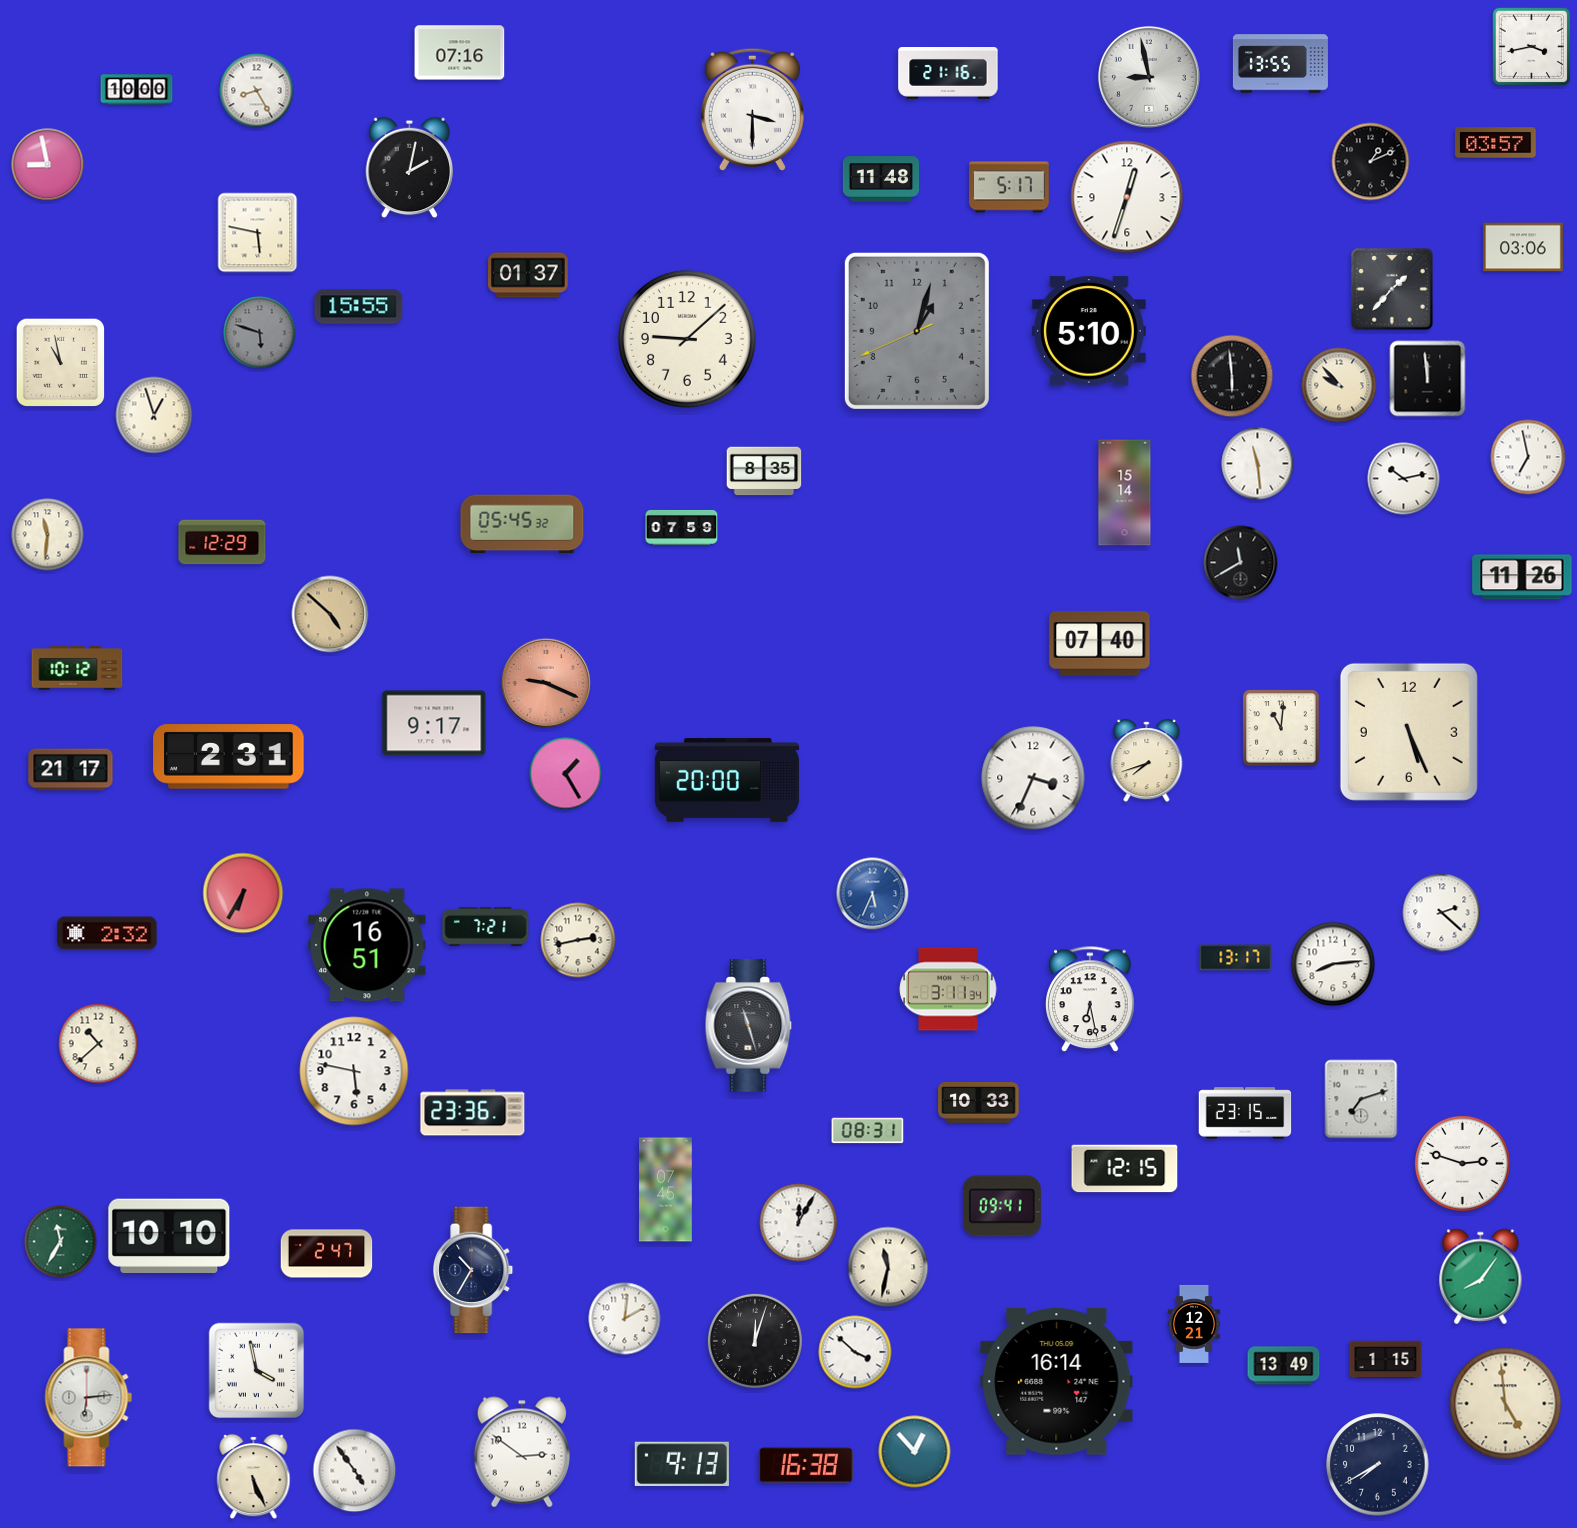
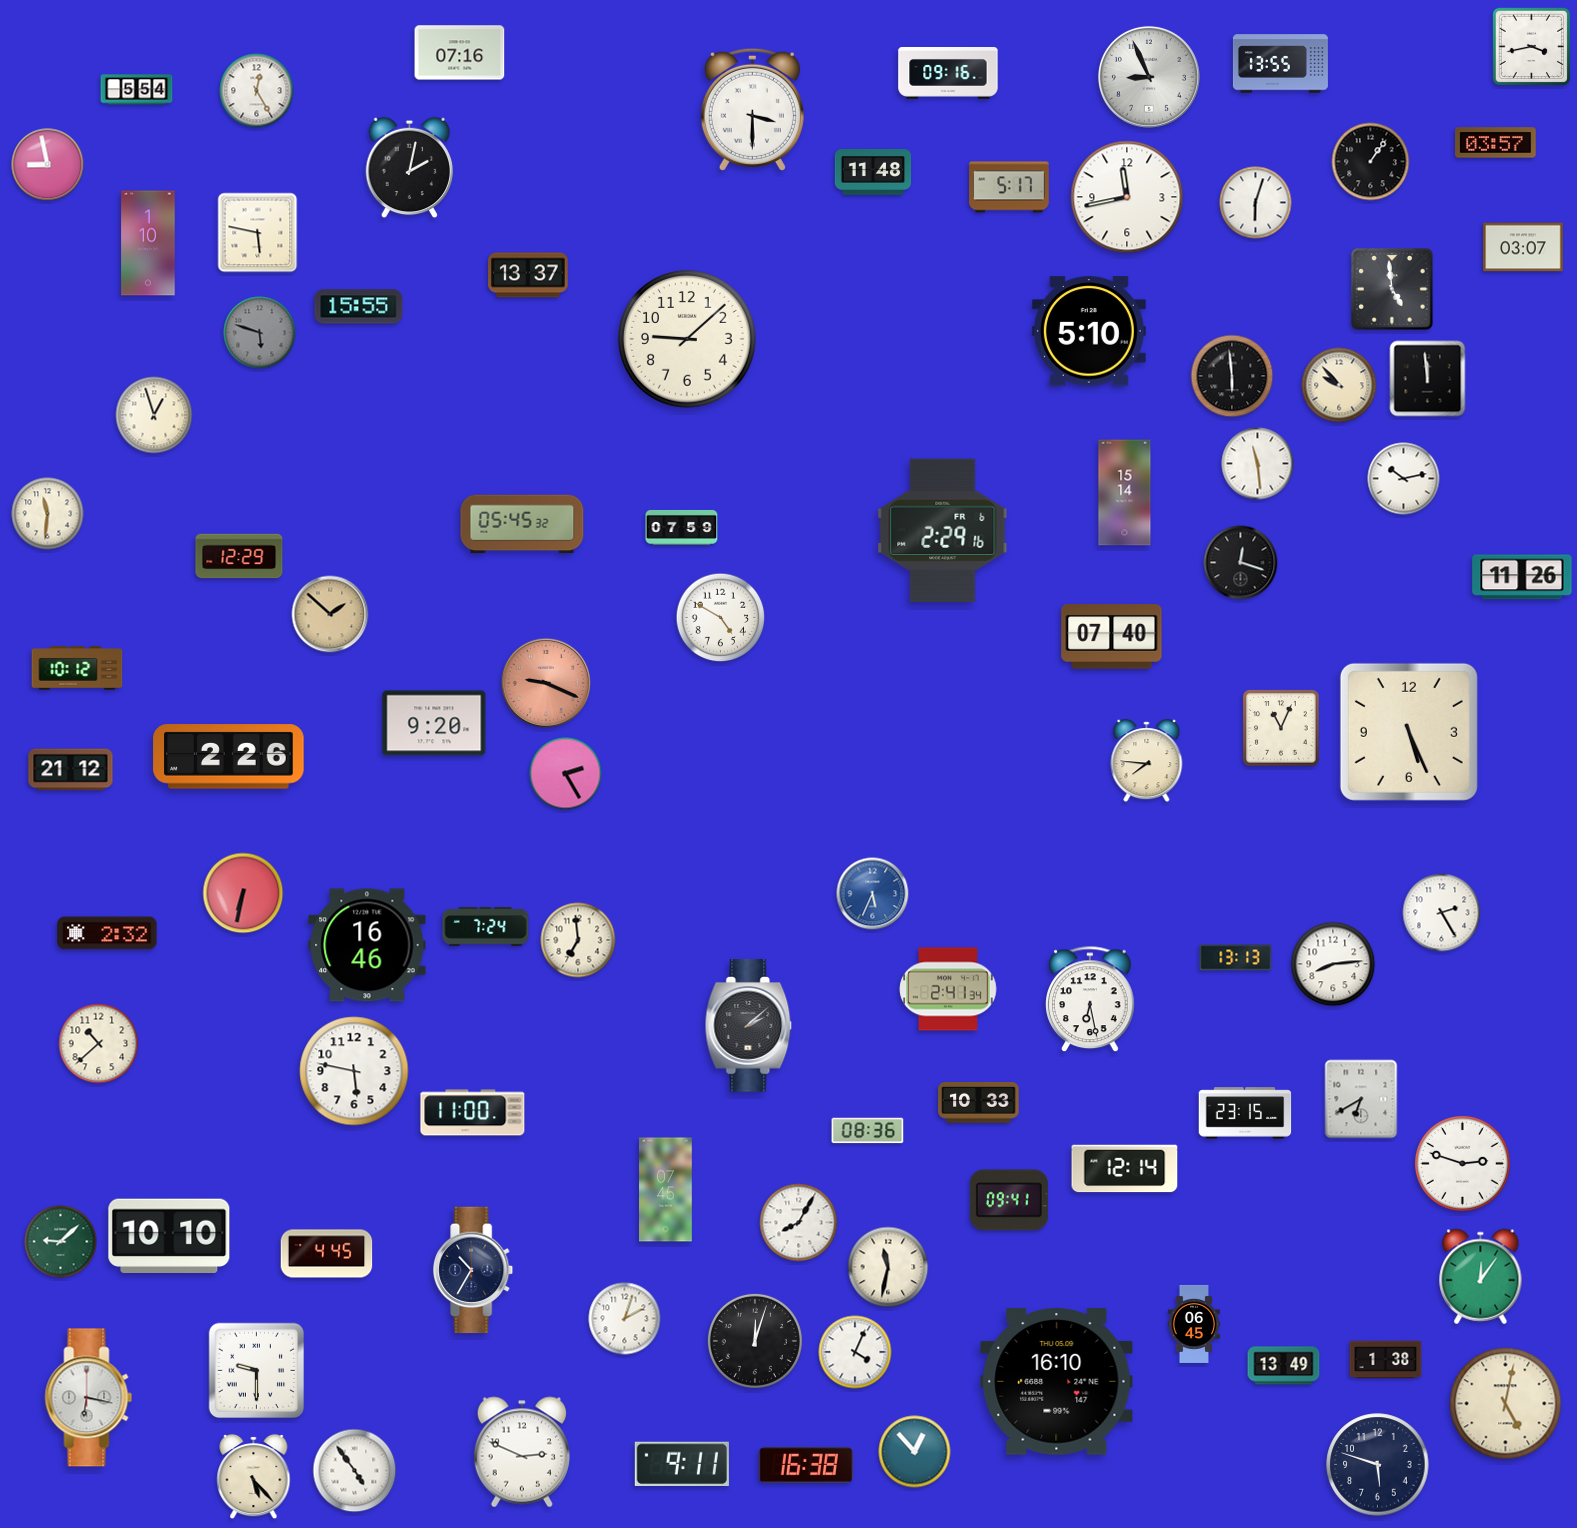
clock at (948, 74): 21:16 -> 09:16
clock at (1149, 77): 8:58 -> 8:56
clock at (137, 90): 10:00 -> 5:54
clock at (257, 91): 8:25 -> 12:25
clock at (1371, 162): 1:11 -> 1:06
clock at (881, 180) position: (881, 180) -> (873, 173)
clock at (1127, 197): 12:33 -> 11:43
clock at (1256, 203): none -> 6:03
clock at (148, 243): none -> 1:10
clock at (1523, 247): 03:06 -> 03:07
clock at (528, 275): 01:37 -> 13:37
clock at (1393, 290): 1:37 -> 4:59
clock at (917, 331): 1:02 -> none
clock at (61, 363): 10:58 -> none
clock at (1528, 457): 6:58 -> none
clock at (764, 471): 8:35 -> none
clock at (943, 531): none -> 2:29
clock at (48, 535) position: (48, 535) -> (48, 514)
clock at (222, 542) position: (222, 542) -> (239, 556)
clock at (1241, 563): 11:40 -> 12:18
clock at (330, 614): 4:52 -> 1:52
clock at (721, 618): none -> 4:50
clock at (1100, 644) position: (1100, 644) -> (1112, 637)
clock at (434, 723): 9:17 -> 9:20
clock at (1281, 728): 11:01 -> 11:04
clock at (229, 757): 2:31 -> 2:26
clock at (1147, 761): 7:42 -> 7:46
clock at (71, 770): 21:17 -> 21:12
clock at (566, 774): 1:25 -> 2:25
clock at (1033, 778): 3:34 -> none
clock at (727, 780): 20:00 -> none
clock at (243, 893): 6:35 -> 6:32
clock at (1442, 913): 2:22 -> 2:25
clock at (486, 926): 7:21 -> 7:24
clock at (578, 940): 2:43 -> 6:59
clock at (367, 945): 16:51 -> 16:46
clock at (1236, 958): 13:17 -> 13:13
clock at (948, 989): 3:11 -> 2:41
clock at (749, 1026): 11:27 -> 2:08
clock at (1361, 1099): 7:12 -> 6:40
clock at (473, 1113): 23:36 -> 11:00
clock at (868, 1131): 08:31 -> 08:36
clock at (1125, 1169): 12:15 -> 12:14
clock at (1002, 1206) position: (1002, 1206) -> (1009, 1200)
clock at (799, 1223): 12:05 -> 8:05
clock at (61, 1242): 11:35 -> 9:08
clock at (327, 1254): 2:47 -> 4:45
clock at (1481, 1277): 8:06 -> 12:06
clock at (625, 1319): 2:01 -> 2:03
clock at (1194, 1324): 12:21 -> 06:45
clock at (855, 1352): 3:52 -> 4:04
clock at (1386, 1360): 1:15 -> 1:38
clock at (257, 1371): 3:58 -> 9:30
clock at (1057, 1382): 16:14 -> 16:10
clock at (89, 1398): 6:14 -> 6:17
clock at (1506, 1404): 4:59 -> 5:02
clock at (522, 1452): 2:51 -> 2:49
clock at (682, 1463): 9:13 -> 9:11
clock at (1378, 1465): 7:40 -> 5:48
clock at (254, 1477): 5:26 -> 5:23
